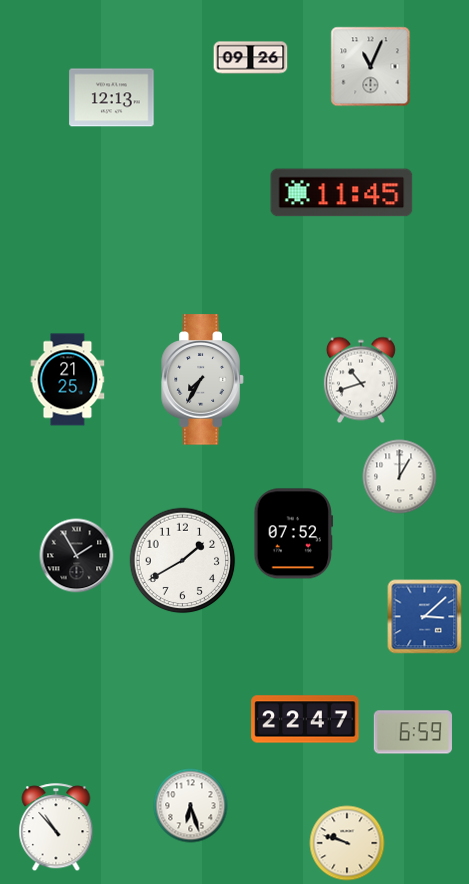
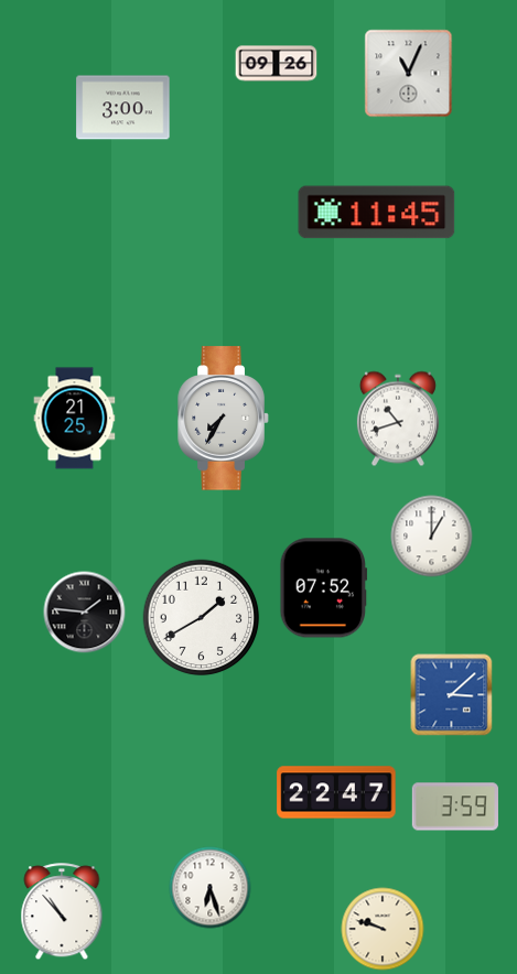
clock at (112, 98): 12:13 -> 3:00
clock at (400, 477) position: (400, 477) -> (432, 537)
clock at (77, 556): 1:55 -> 1:46
clock at (425, 617) position: (425, 617) -> (452, 695)
clock at (413, 732): 6:59 -> 3:59
